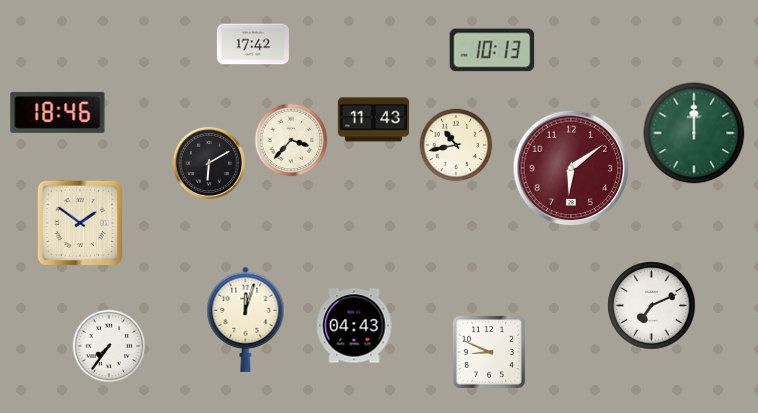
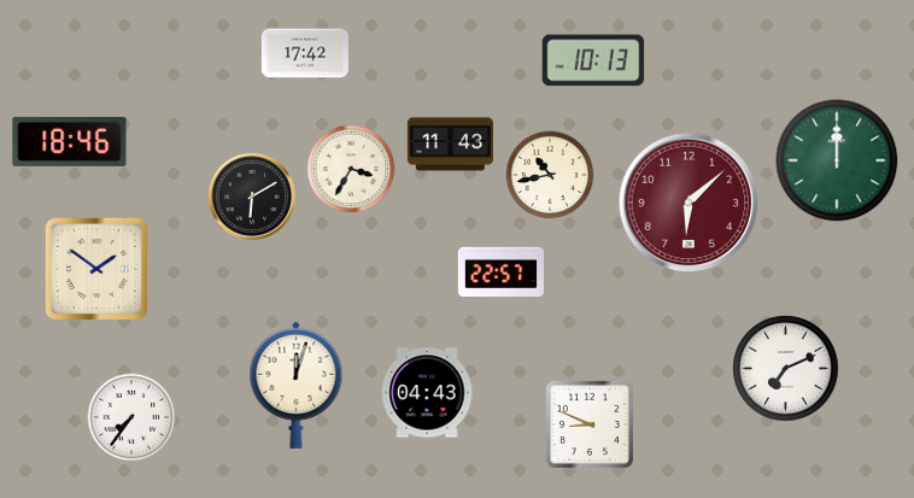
clock at (58, 112) position: (58, 112) -> (70, 141)
clock at (291, 140): 3:37 -> 3:35
clock at (571, 168): 6:09 -> 6:08
clock at (500, 271): none -> 22:57
